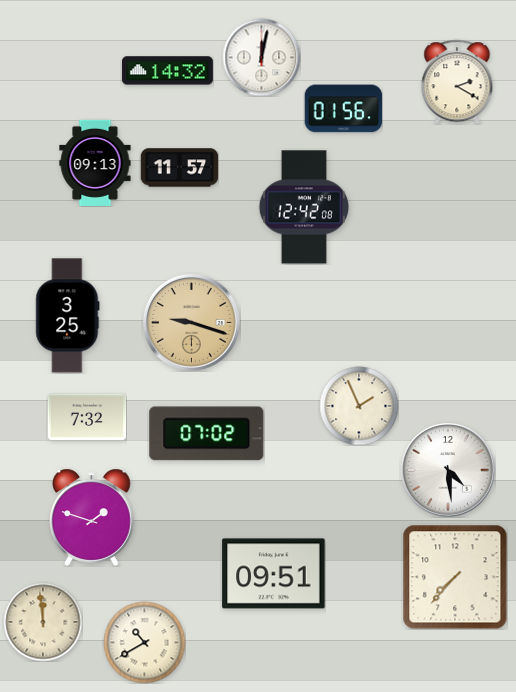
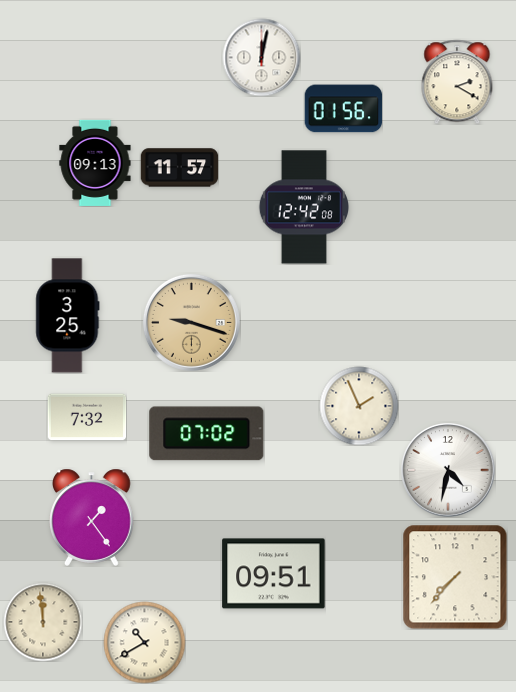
clock at (167, 71): 14:32 -> none
clock at (448, 470): 4:29 -> 4:32
clock at (92, 517): 1:48 -> 1:24
